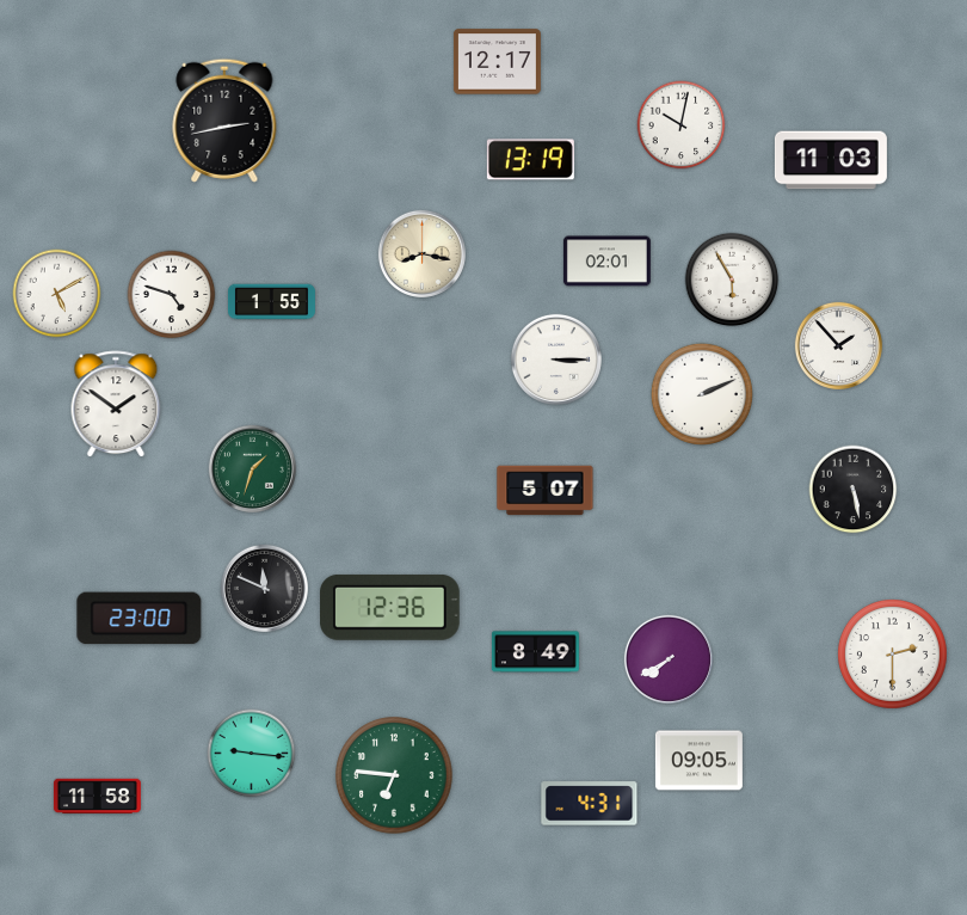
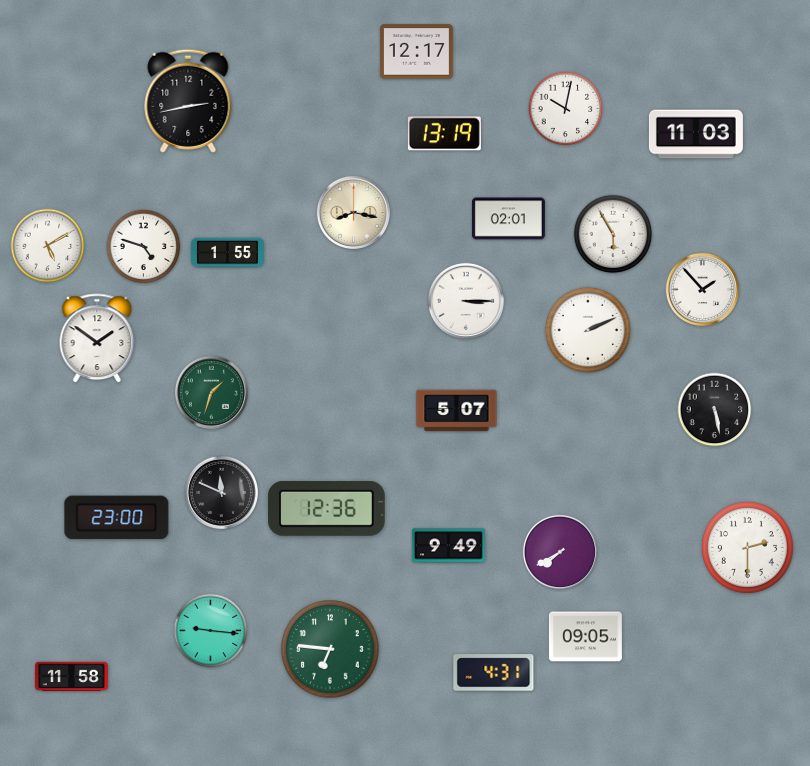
clock at (682, 125) position: (682, 125) -> (566, 109)
clock at (535, 652): 8:49 -> 9:49
clock at (97, 797) position: (97, 797) -> (71, 677)
